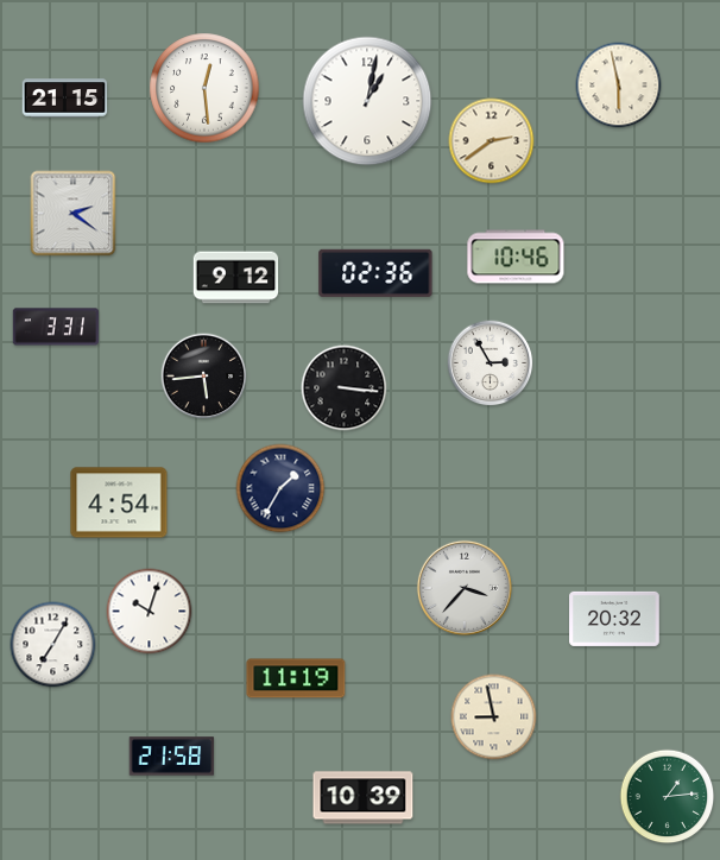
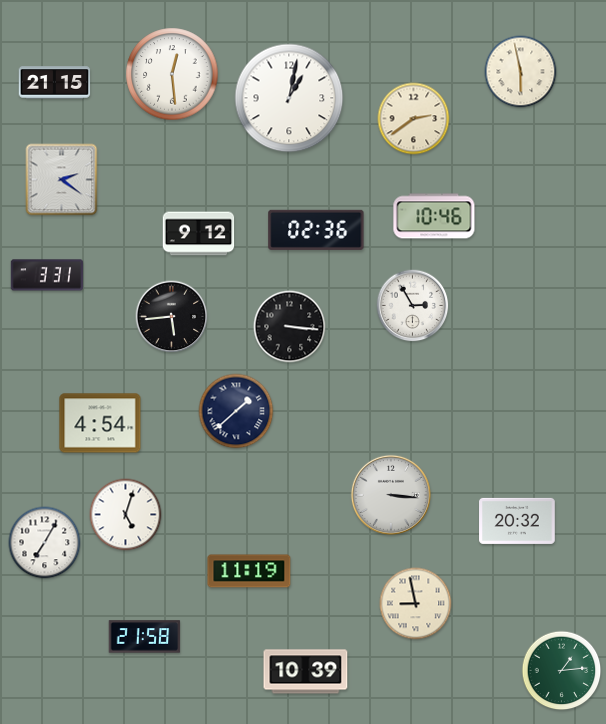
clock at (367, 101) position: (367, 101) -> (289, 98)
clock at (280, 488): 1:35 -> 1:38
clock at (465, 588): 3:37 -> 3:16
clock at (150, 612): 10:03 -> 5:03
